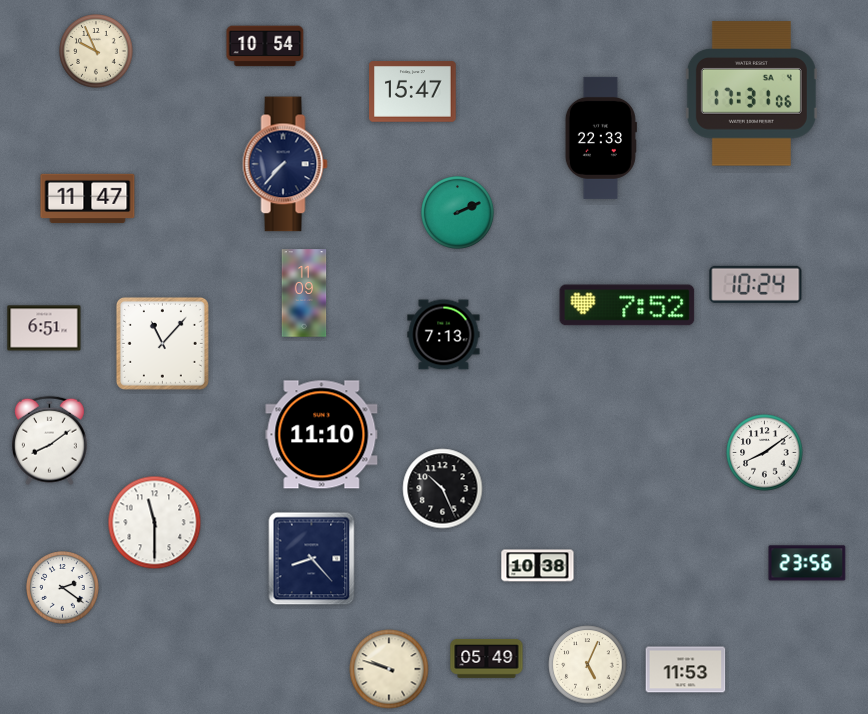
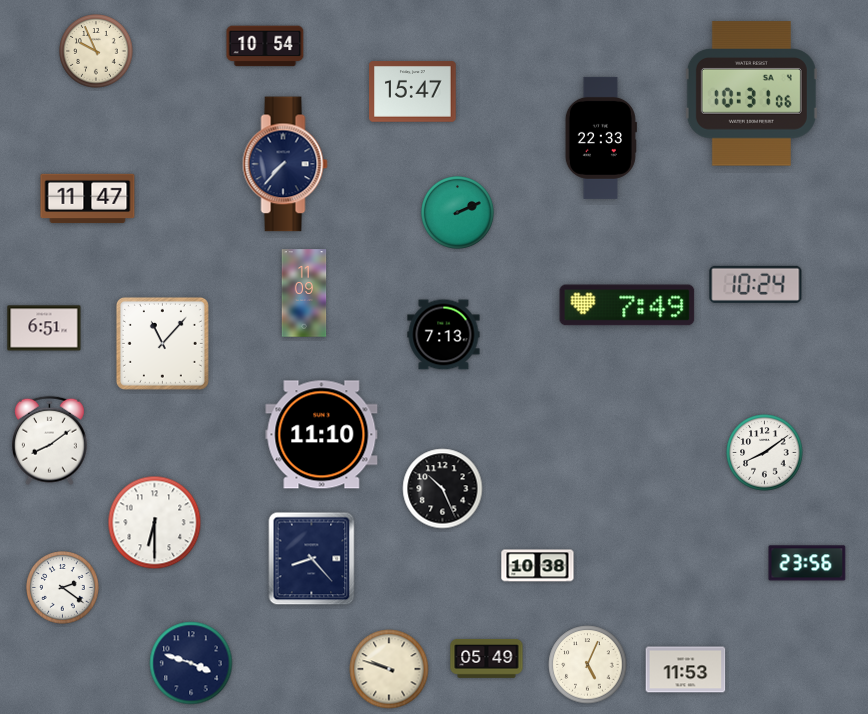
clock at (751, 94): 17:31 -> 10:31
clock at (627, 305): 7:52 -> 7:49
clock at (155, 523): 11:30 -> 6:30
clock at (191, 663): none -> 3:48
